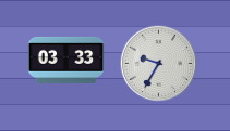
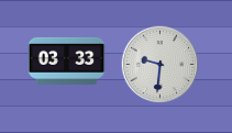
clock at (159, 64): 9:35 -> 9:31
